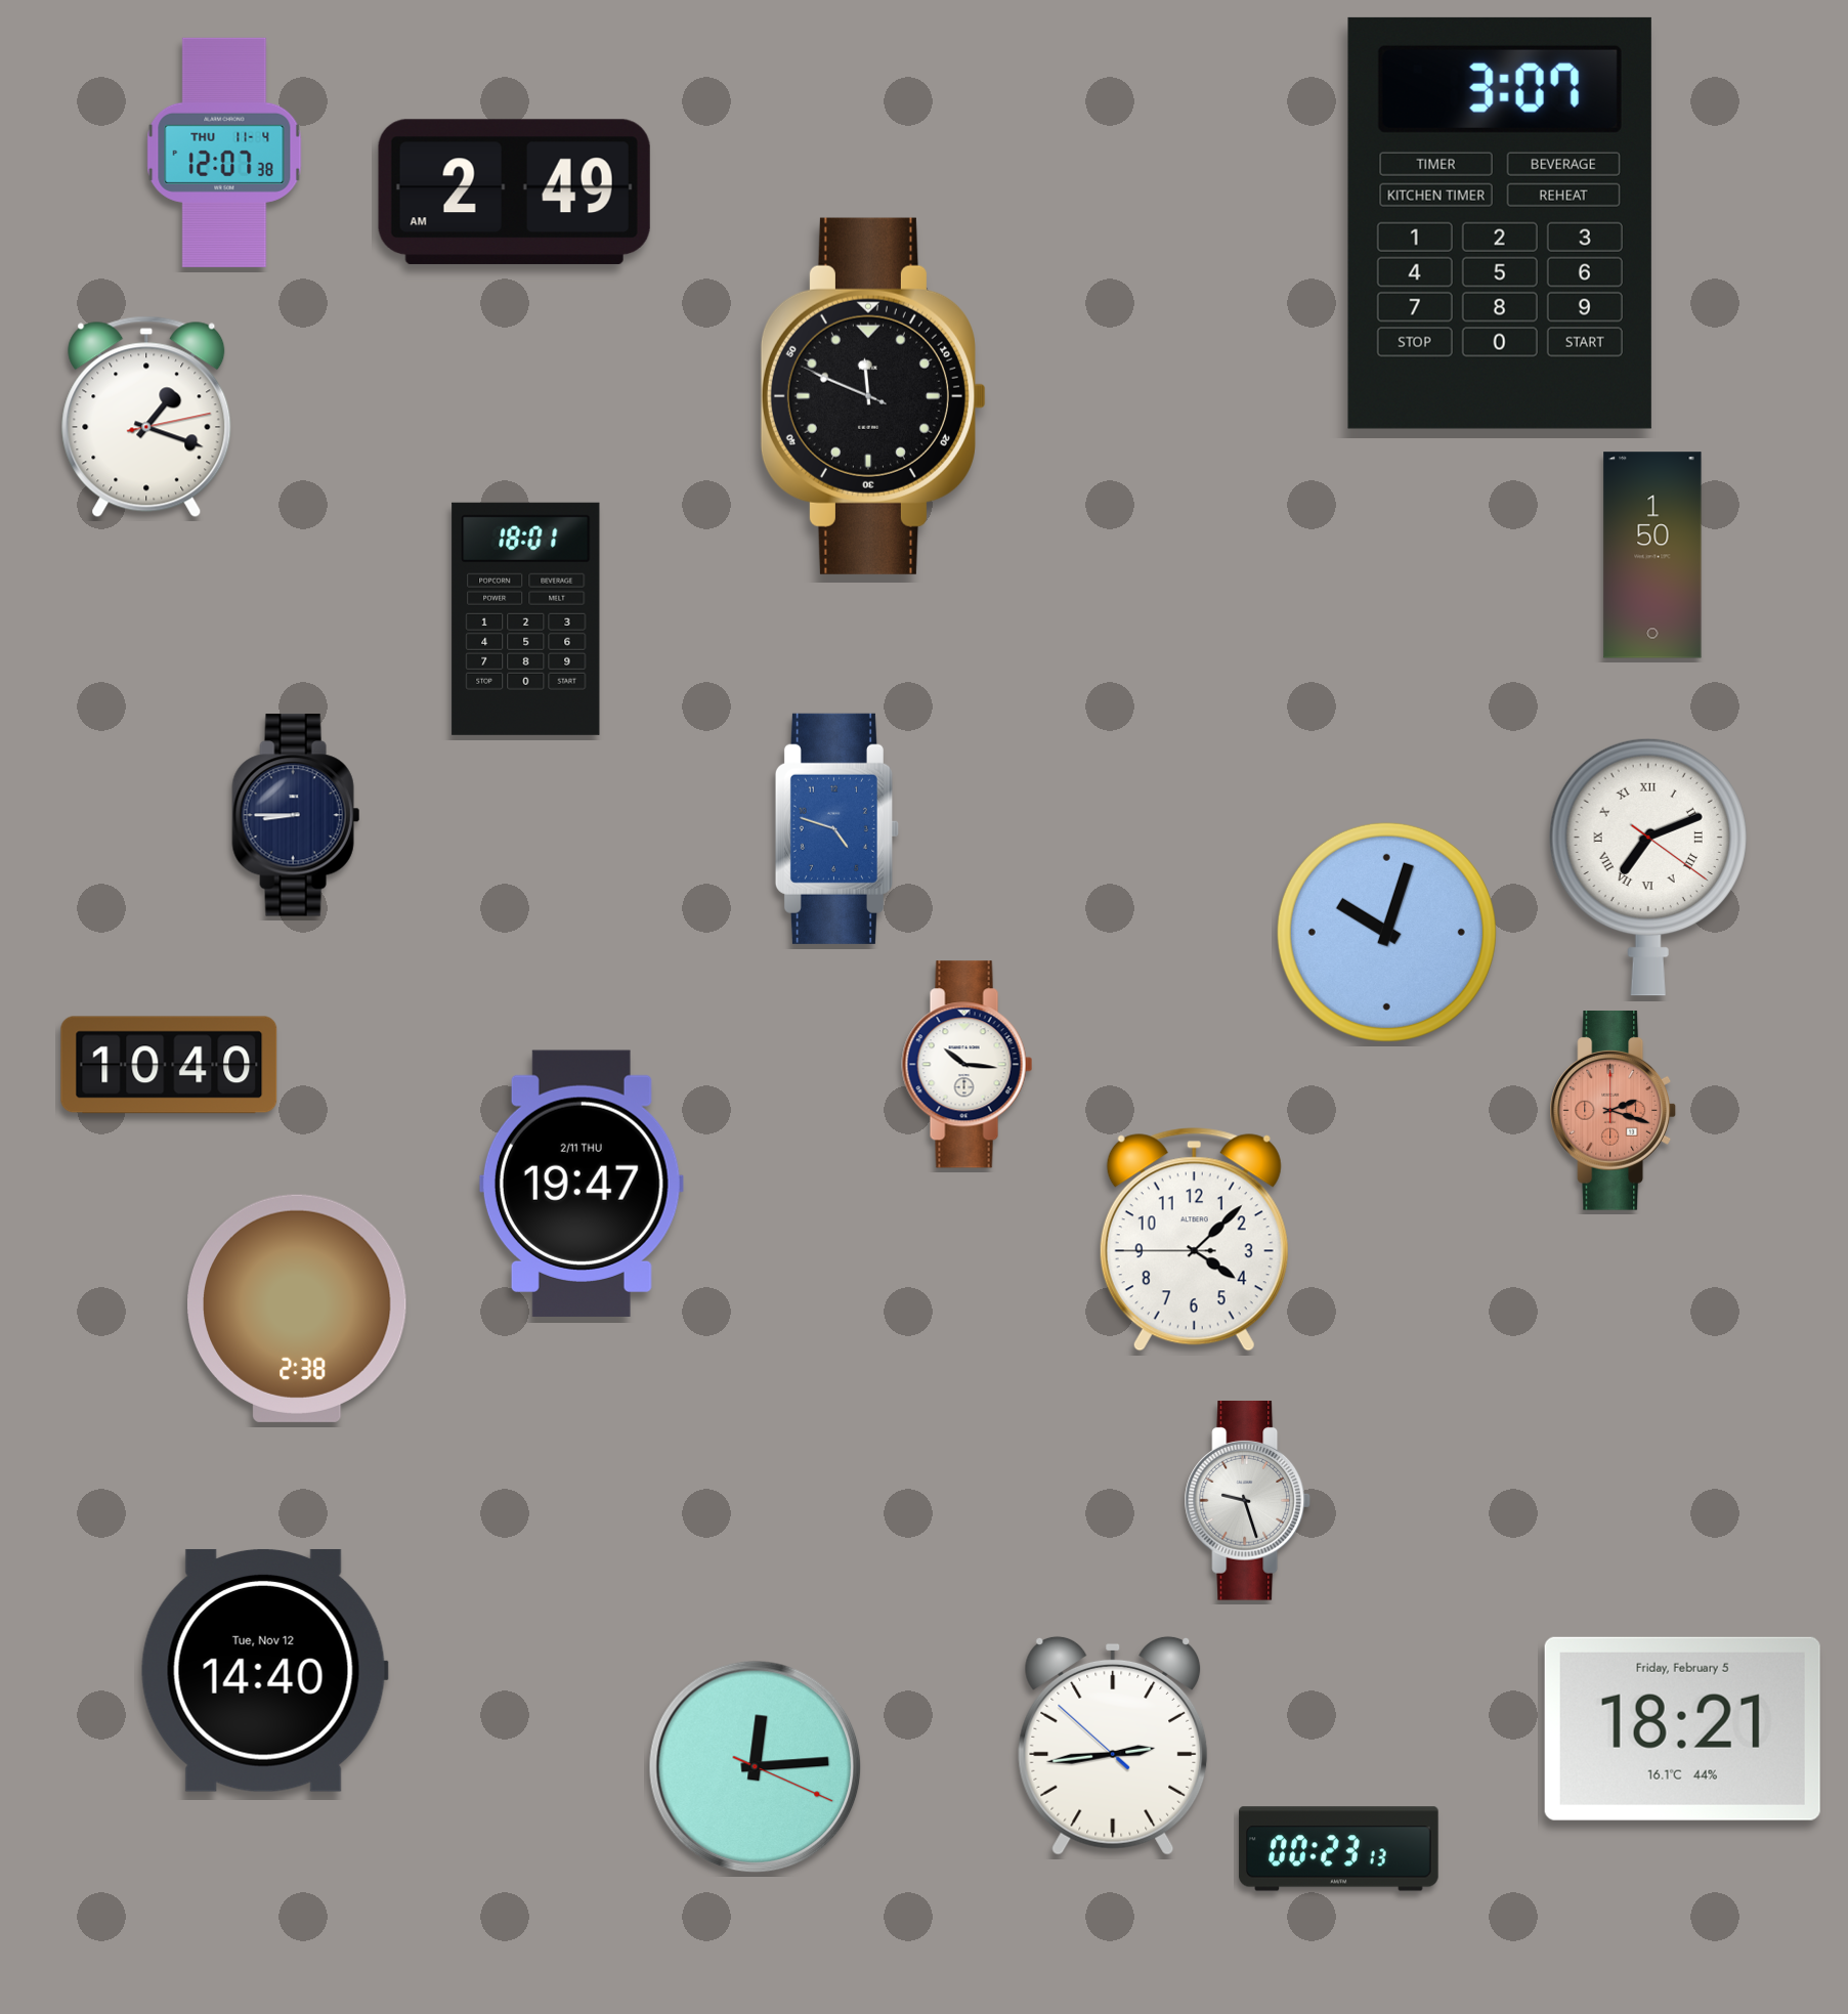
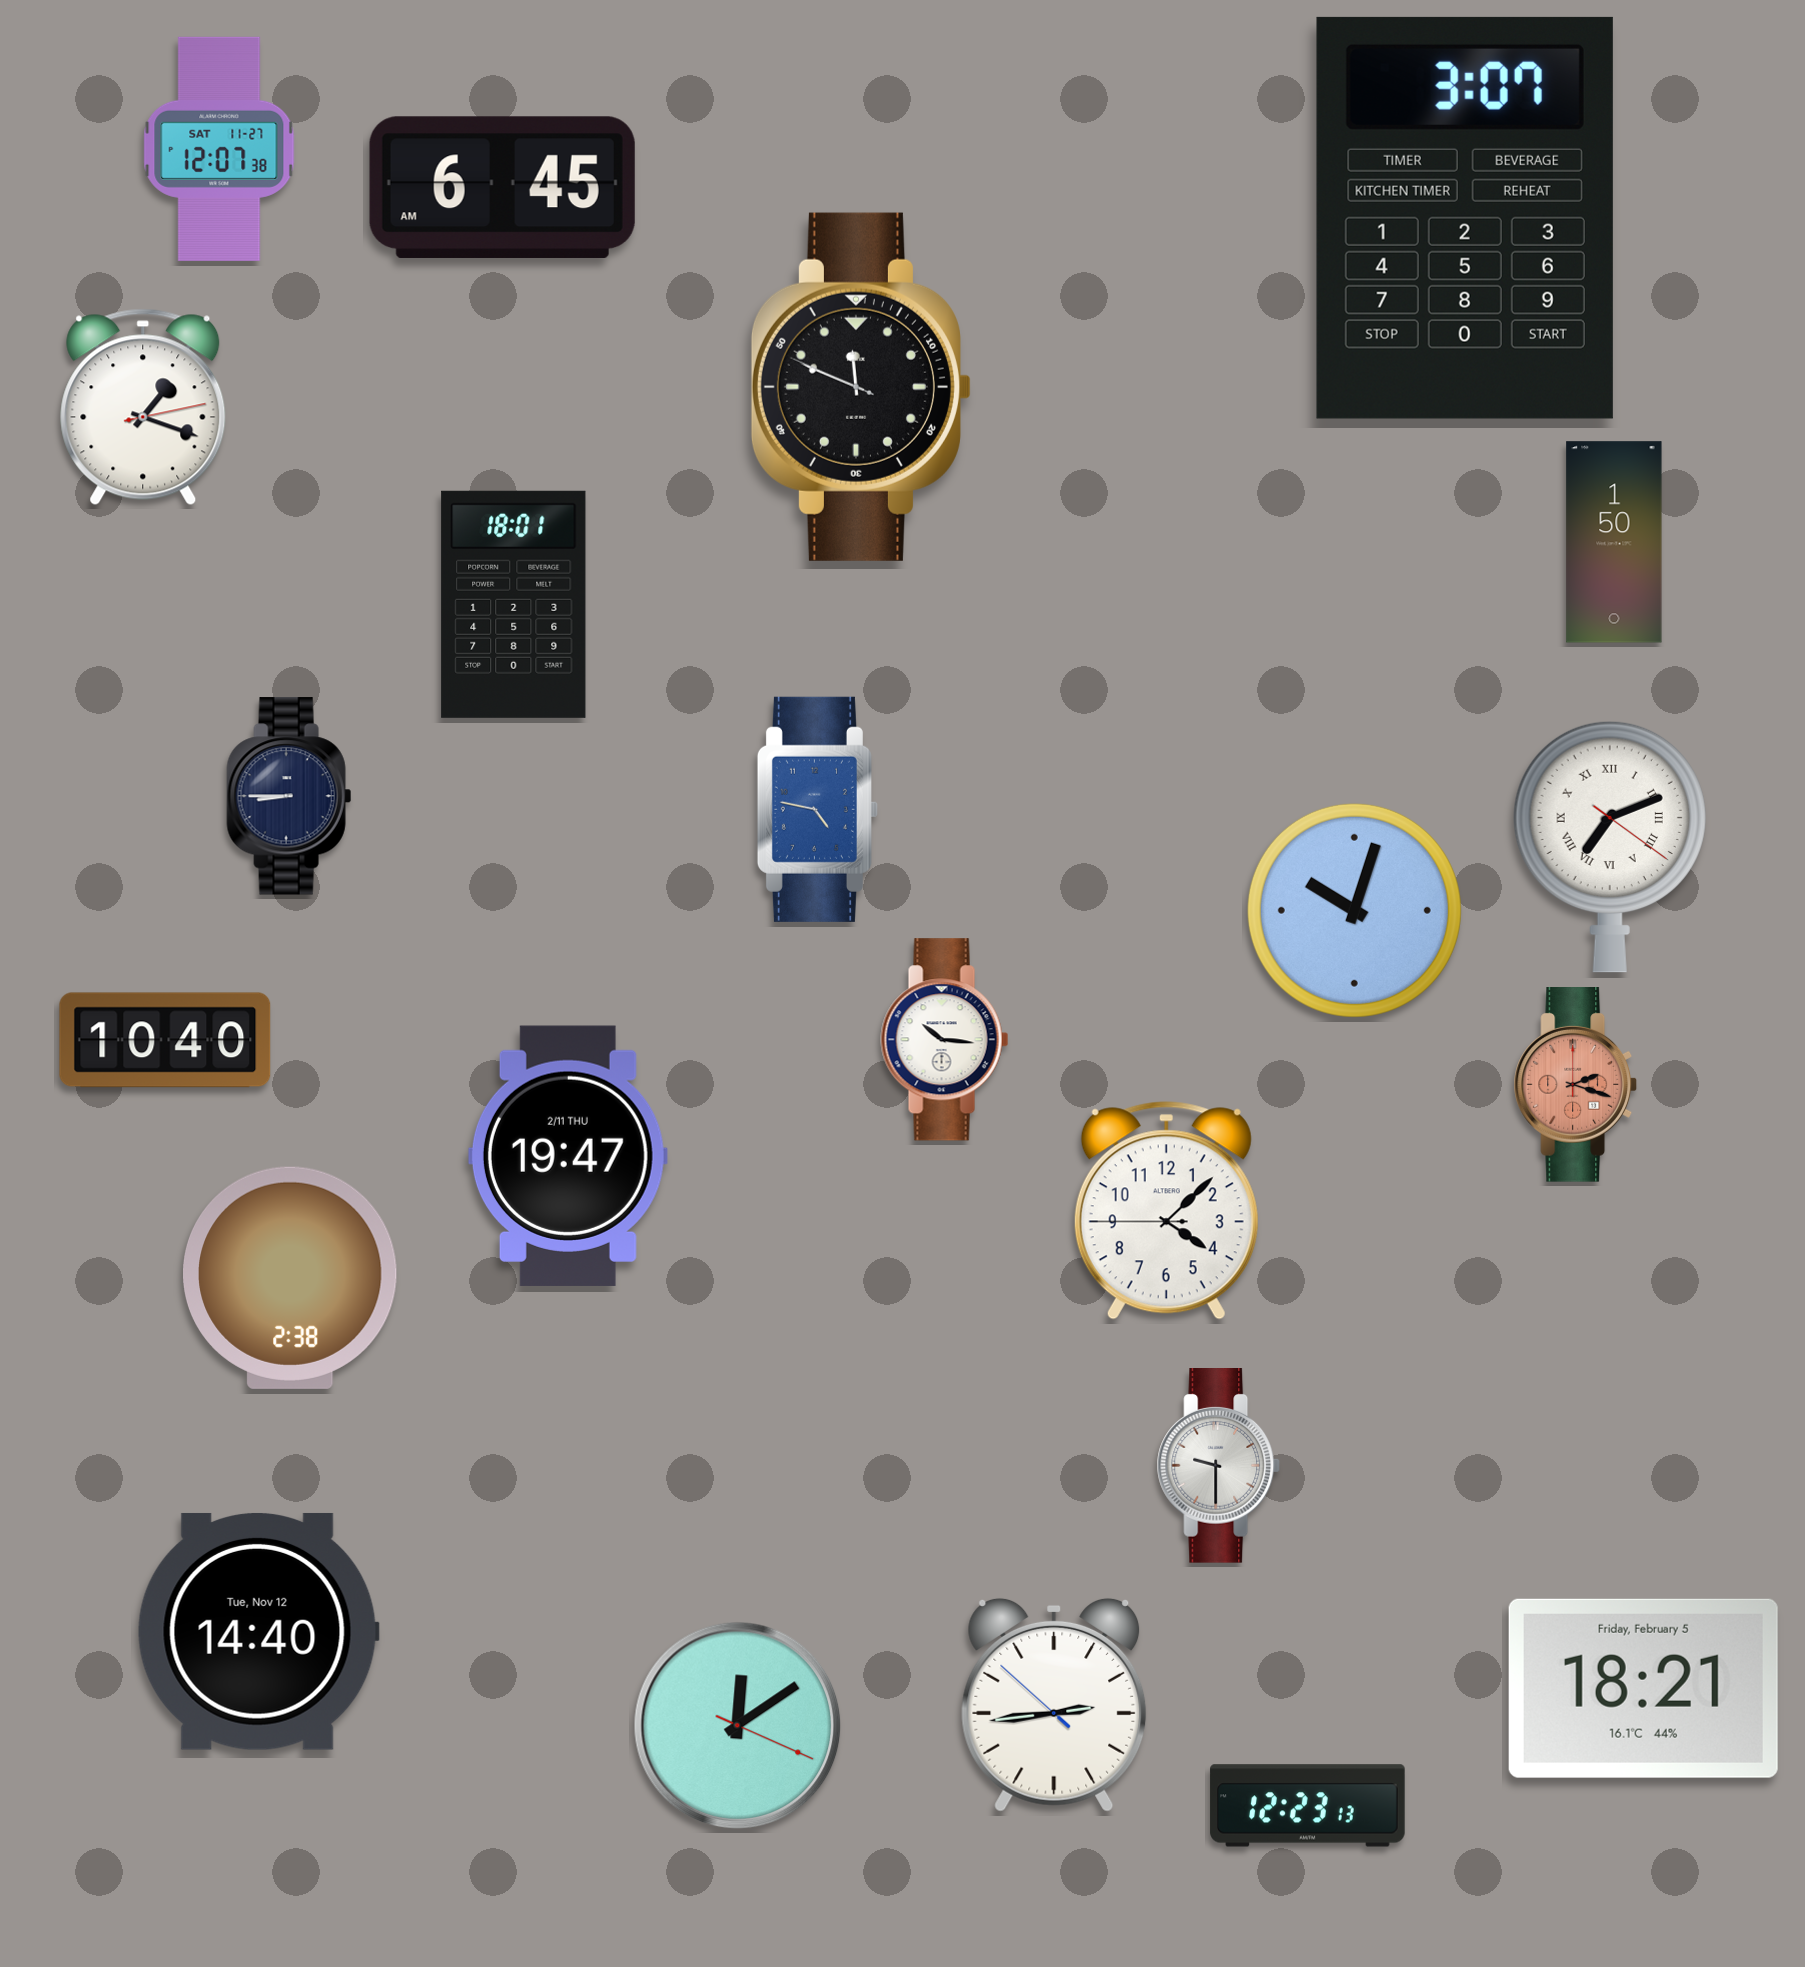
clock at (224, 153) date: THU 11-4 -> SAT 11-27
clock at (514, 191): 2:49 -> 6:45
clock at (873, 396) position: (873, 396) -> (861, 387)
clock at (836, 828): 4:48 -> 4:47
clock at (1247, 1501): 9:27 -> 9:30
clock at (1113, 1746) position: (1113, 1746) -> (1054, 1705)
clock at (756, 1767): 12:14 -> 12:09
clock at (1339, 1849): 00:23 -> 12:23
